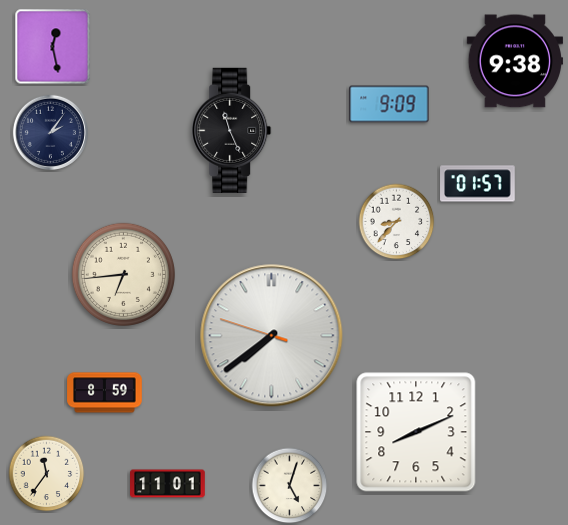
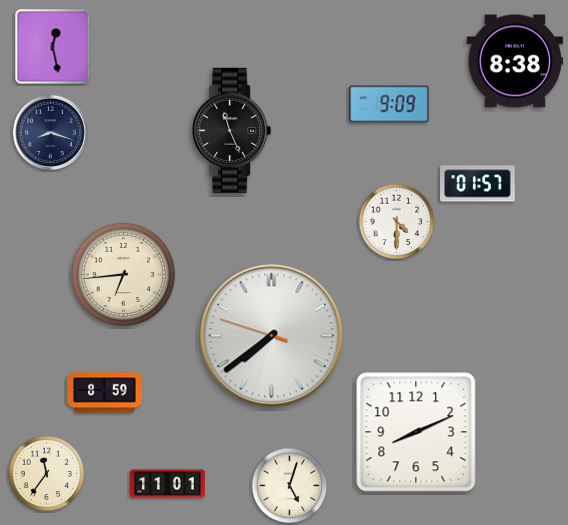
clock at (515, 61): 9:38 -> 8:38
clock at (50, 132): 2:06 -> 8:18
clock at (397, 222): 8:37 -> 4:30
